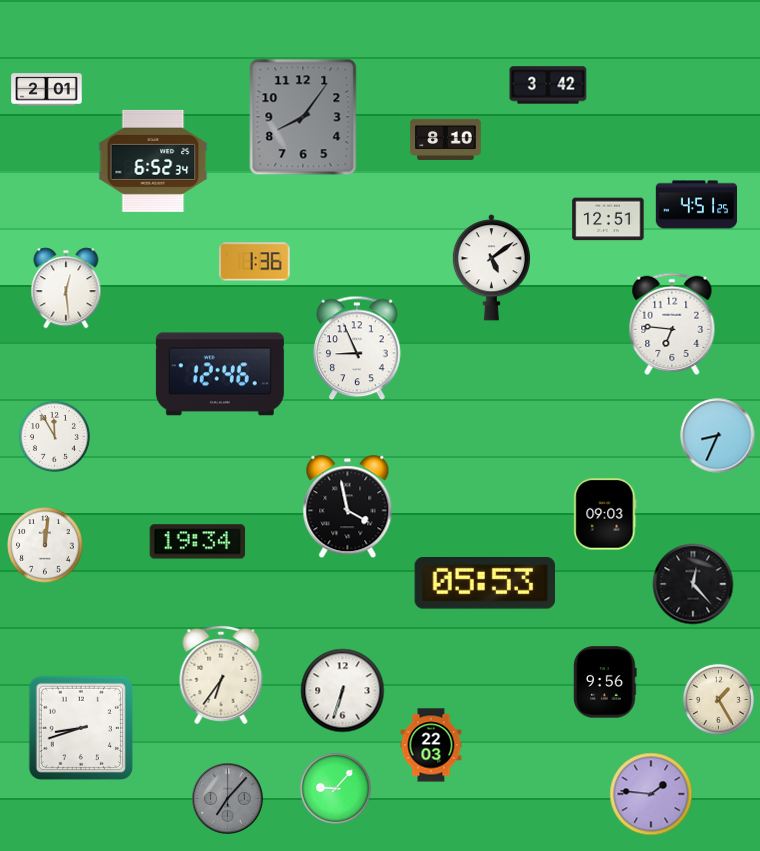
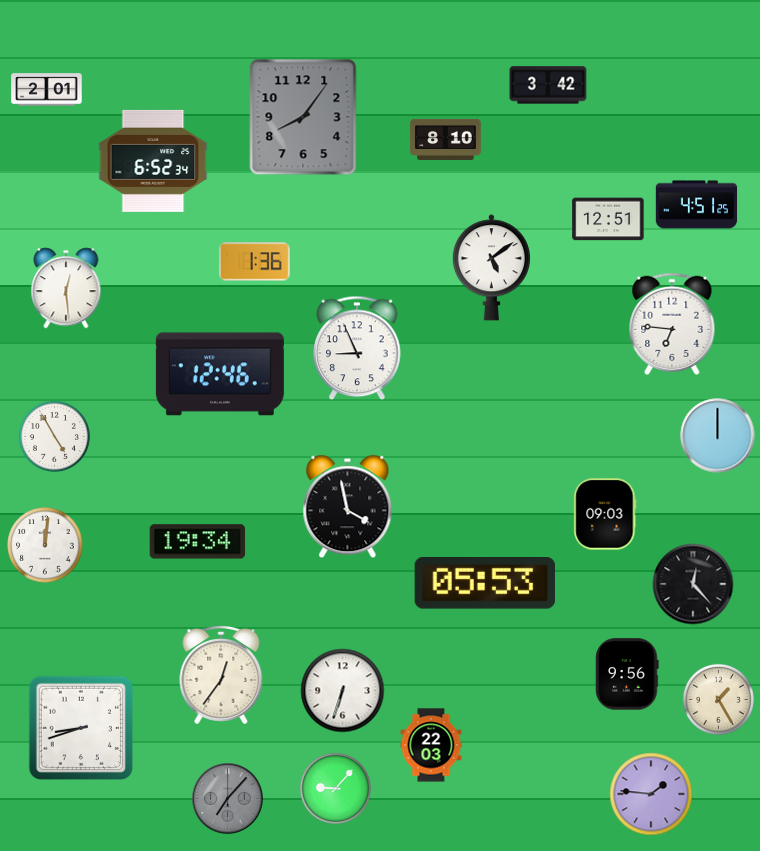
clock at (54, 436): 11:55 -> 4:55
clock at (718, 436): 8:34 -> 12:00
clock at (221, 675): 6:36 -> 12:36
clock at (605, 682) position: (605, 682) -> (627, 674)
